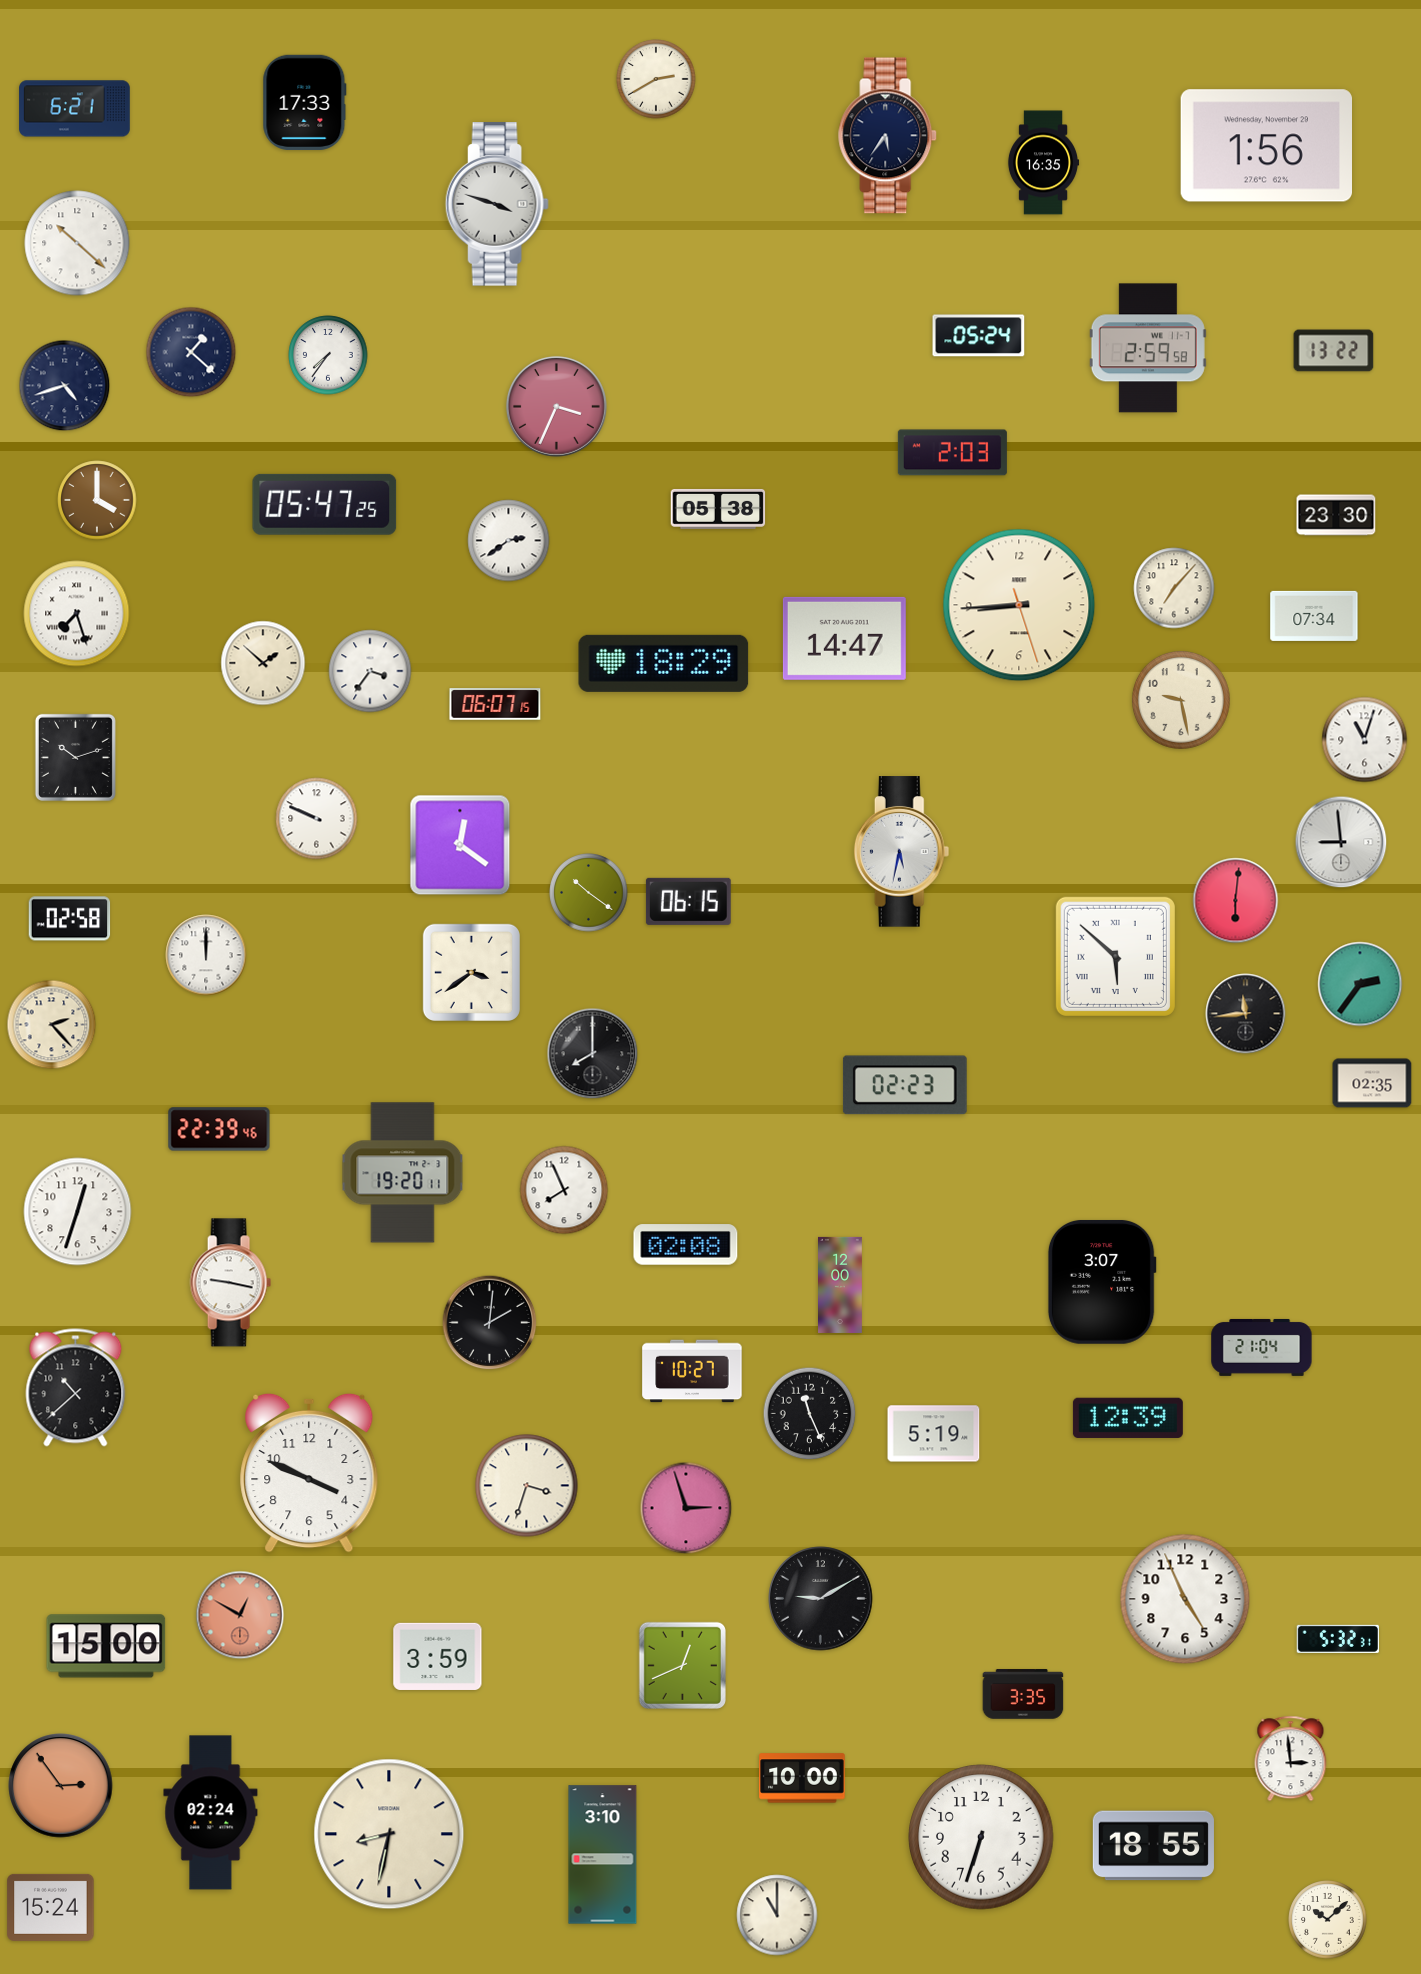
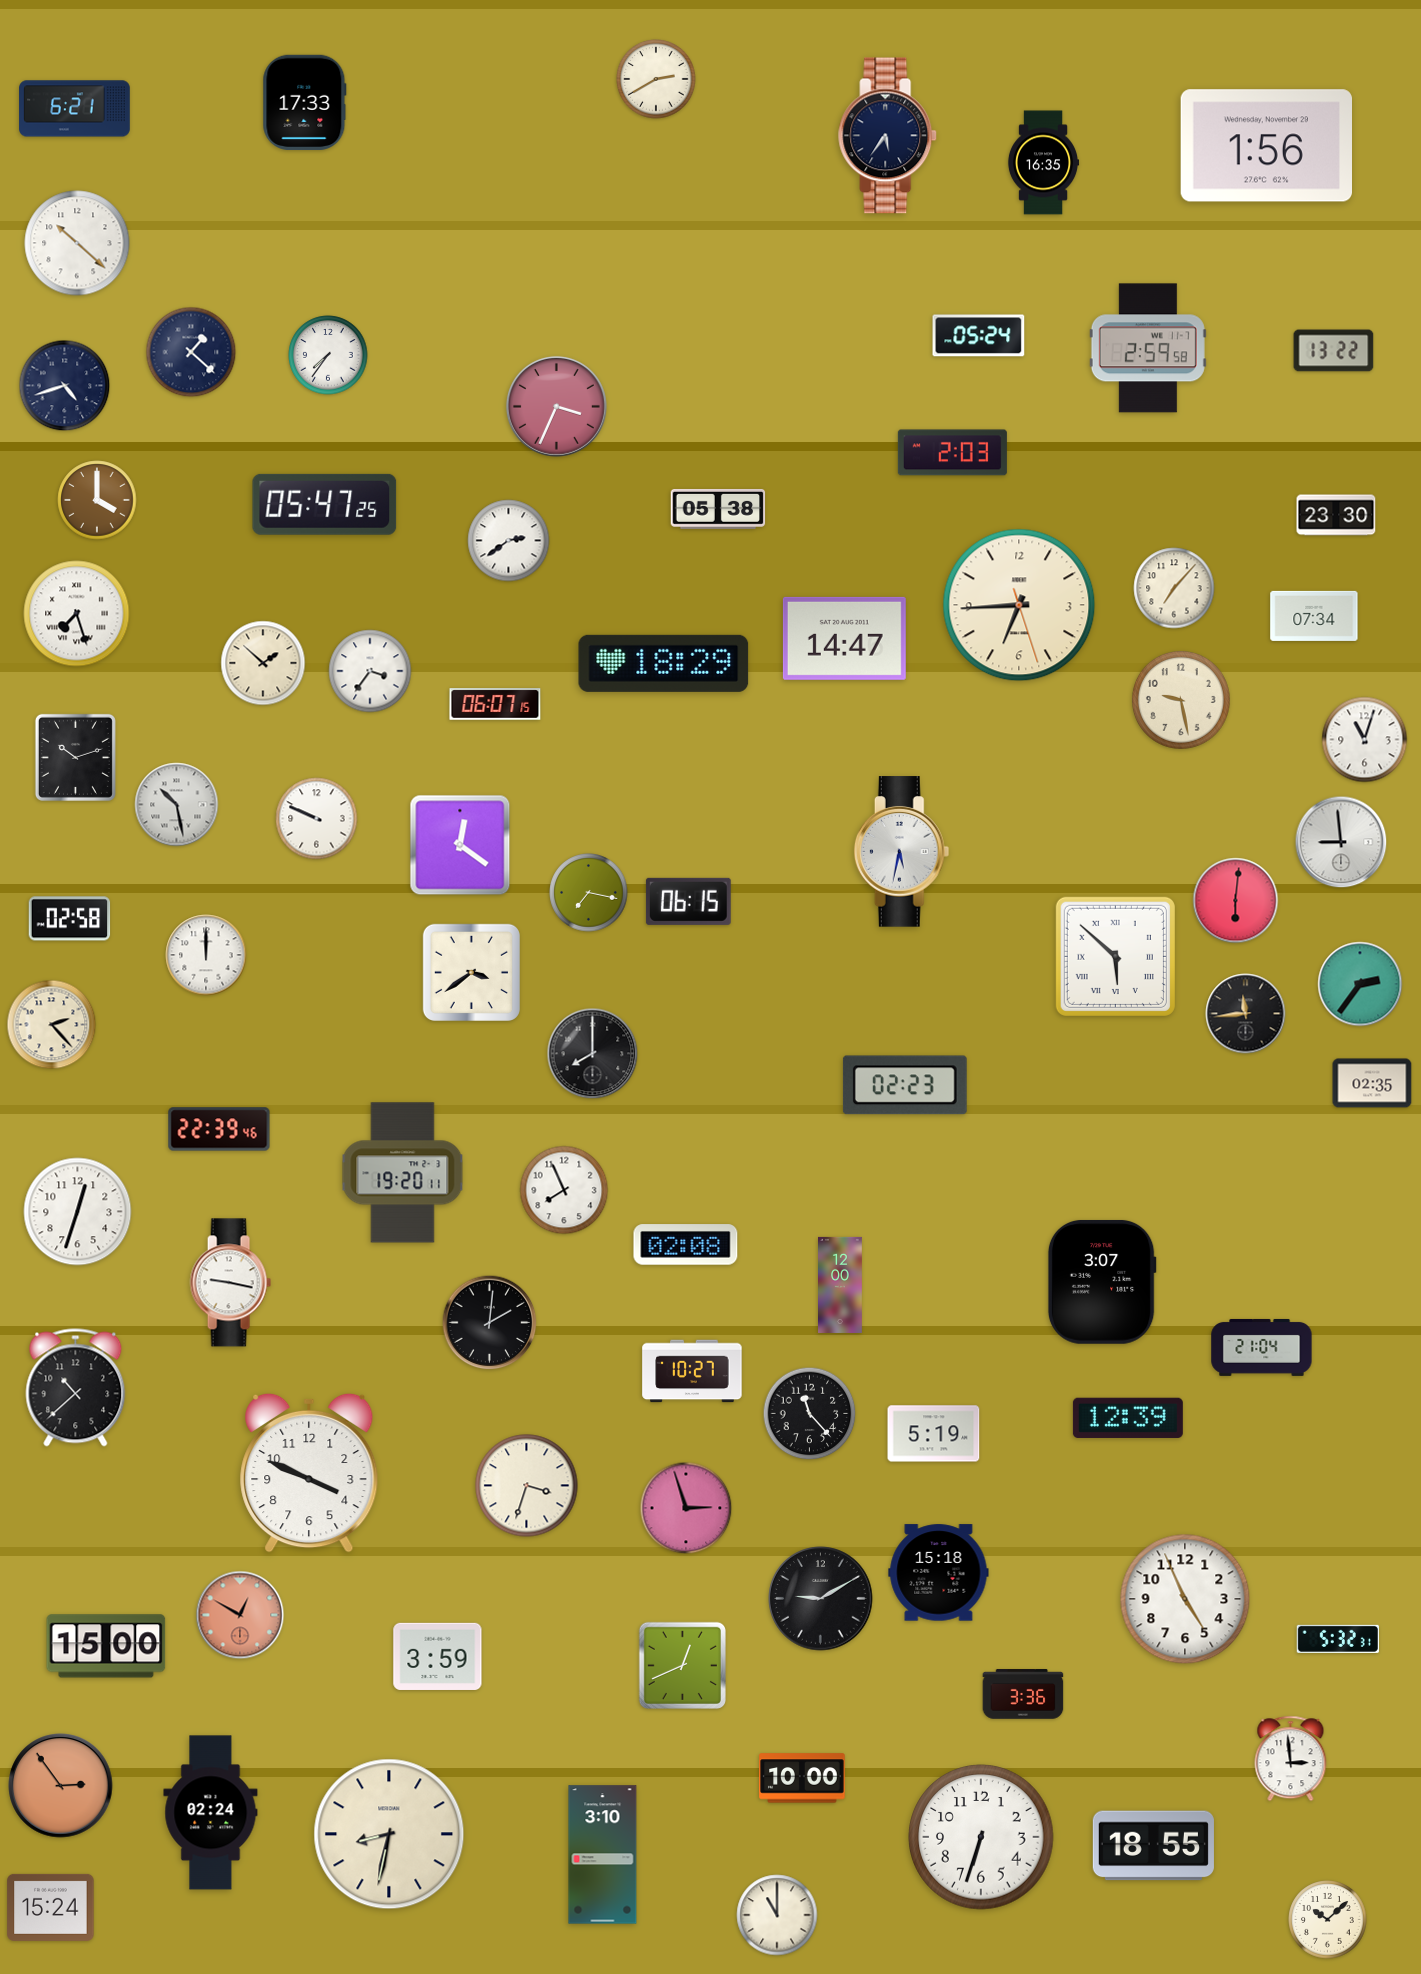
clock at (497, 204): 3:48 -> none
clock at (1019, 605): 8:44 -> 6:44
clock at (177, 805): none -> 10:28
clock at (589, 893): 10:21 -> 7:17
clock at (810, 1414): 11:26 -> 11:23
clock at (939, 1573): none -> 15:18
clock at (1023, 1694): 3:35 -> 3:36
